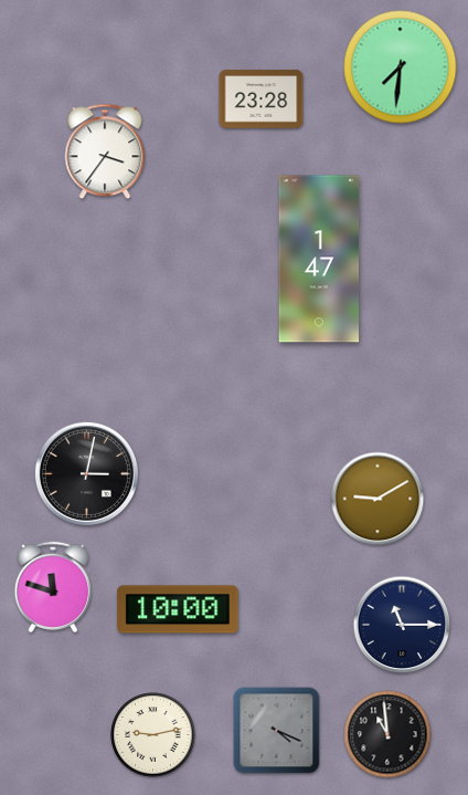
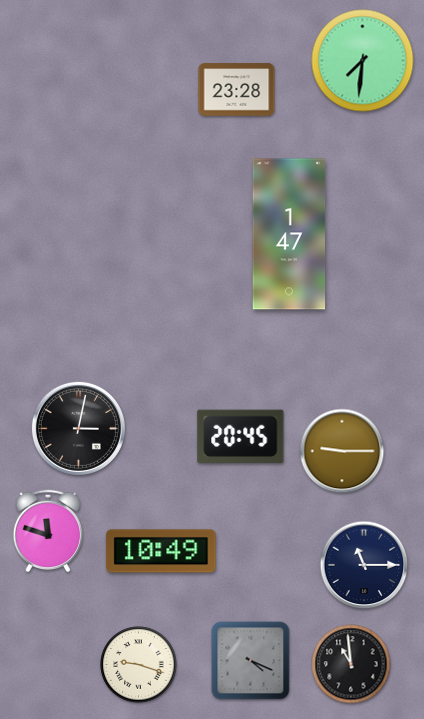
clock at (105, 151): 3:36 -> none
clock at (241, 436): none -> 20:45
clock at (377, 499): 9:10 -> 9:15
clock at (178, 609): 10:00 -> 10:49
clock at (153, 735): 9:13 -> 9:18
